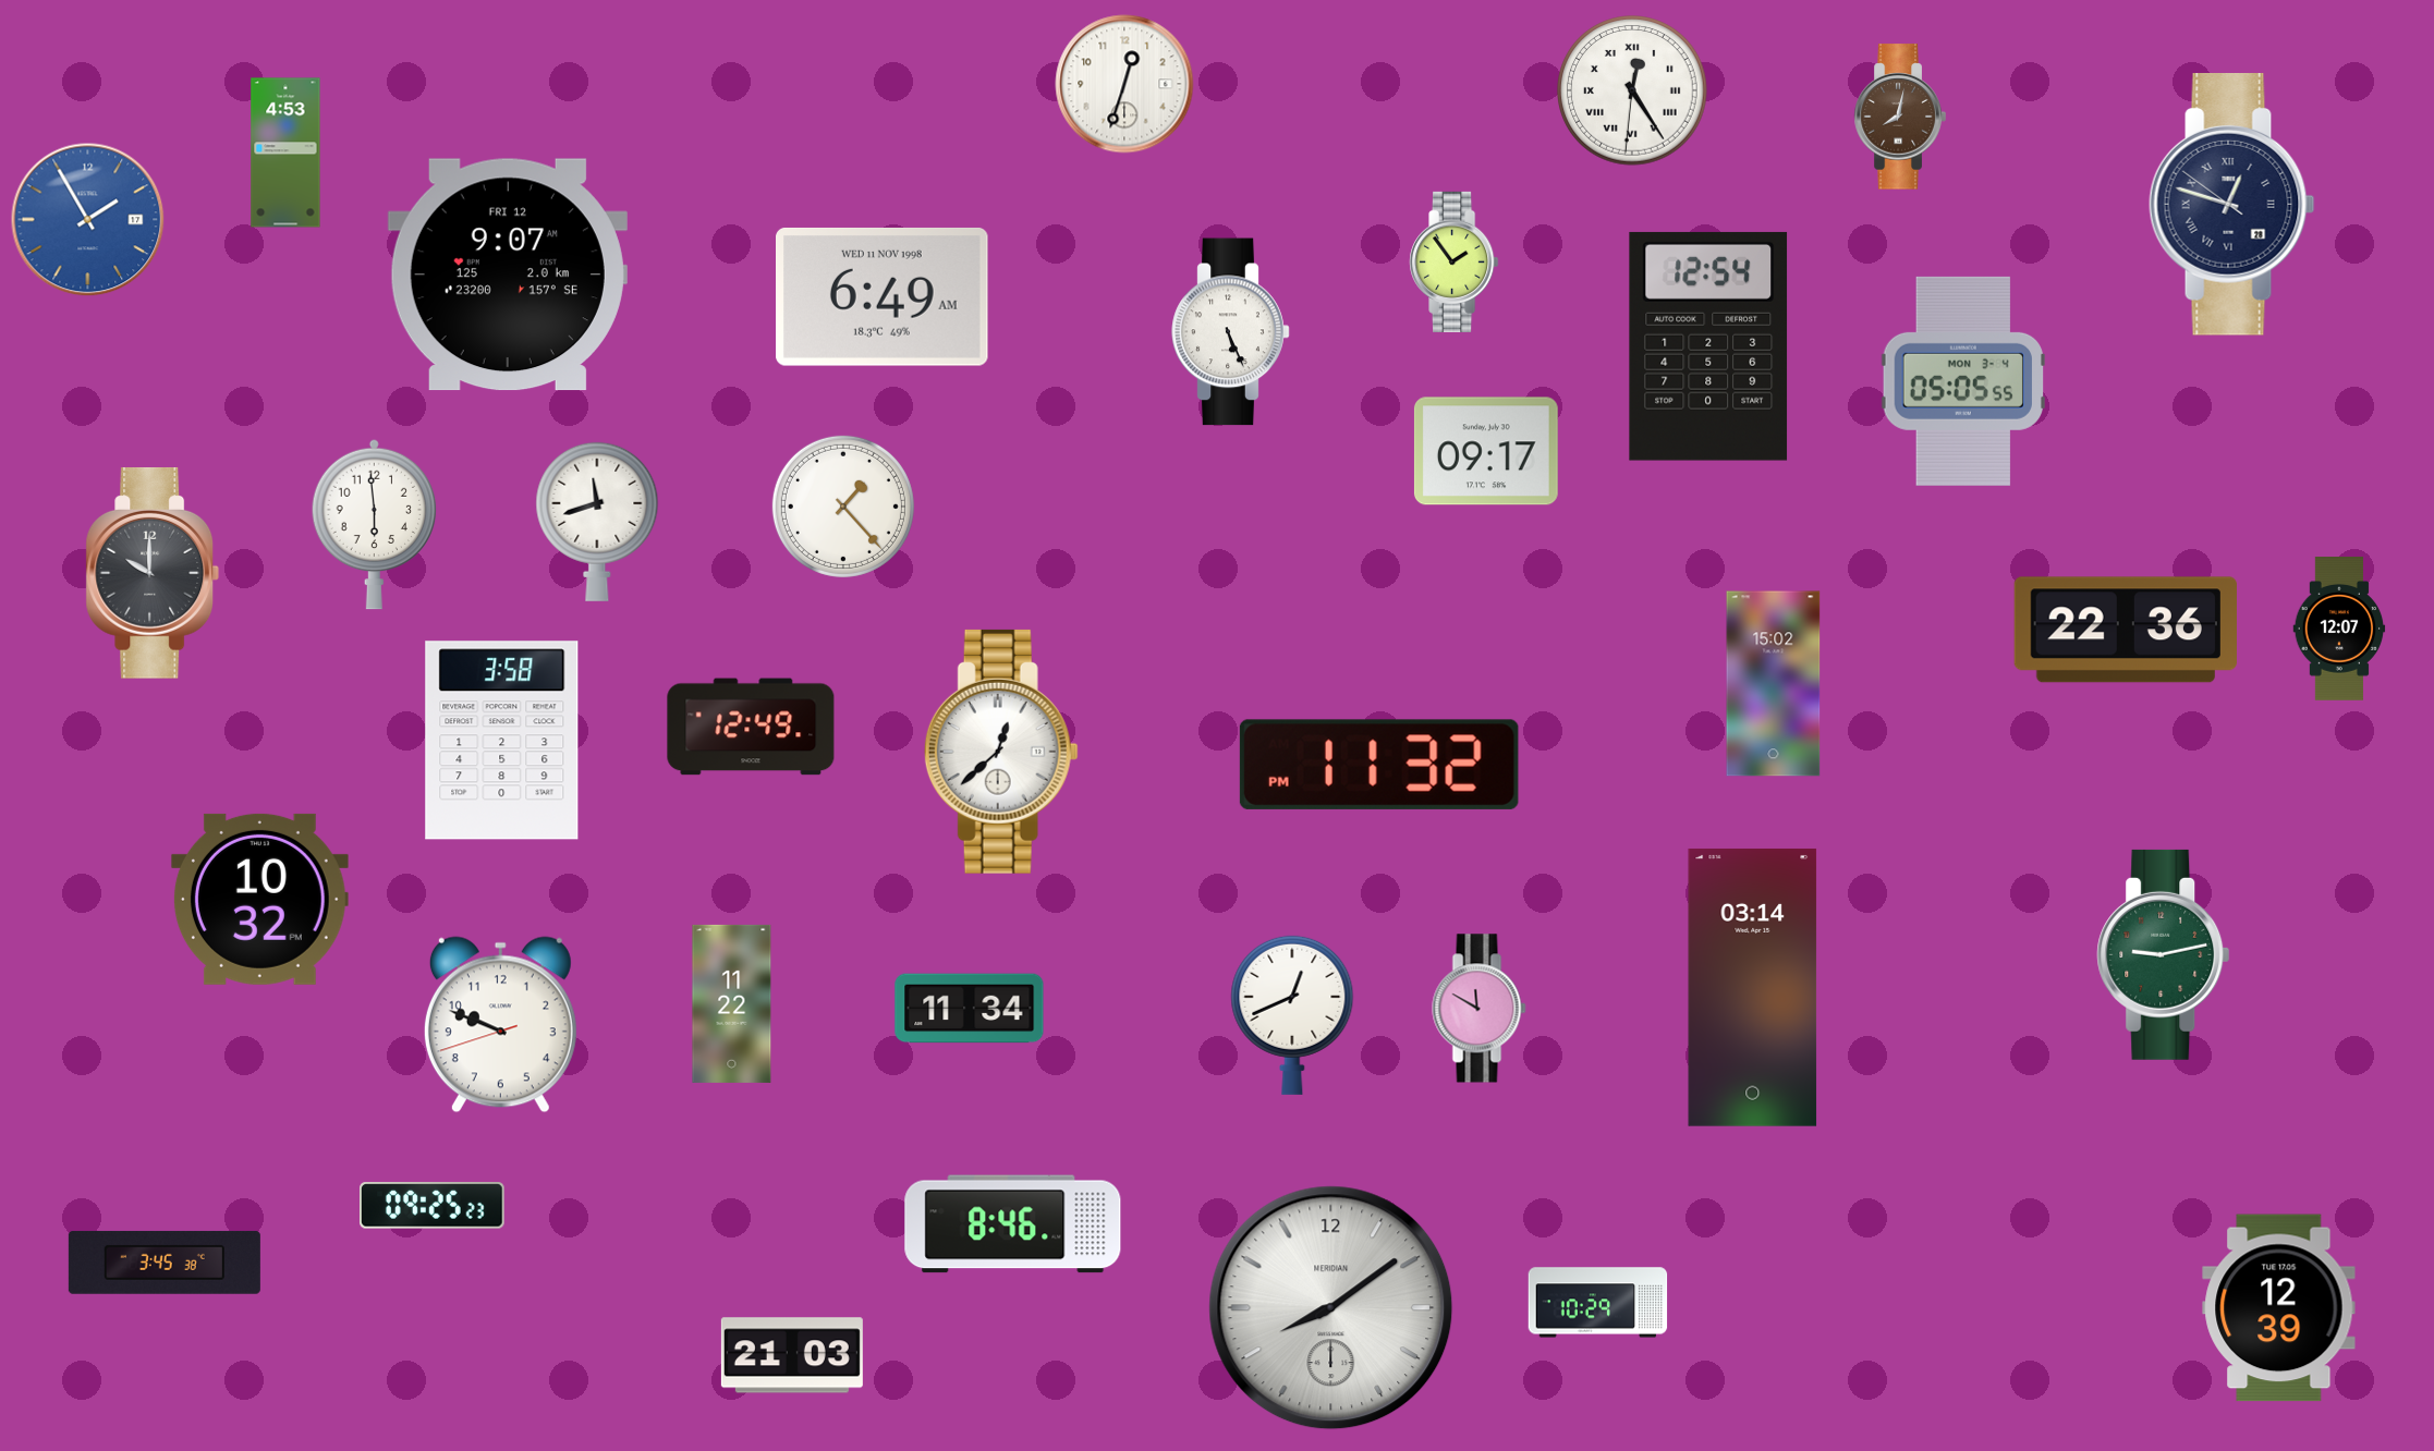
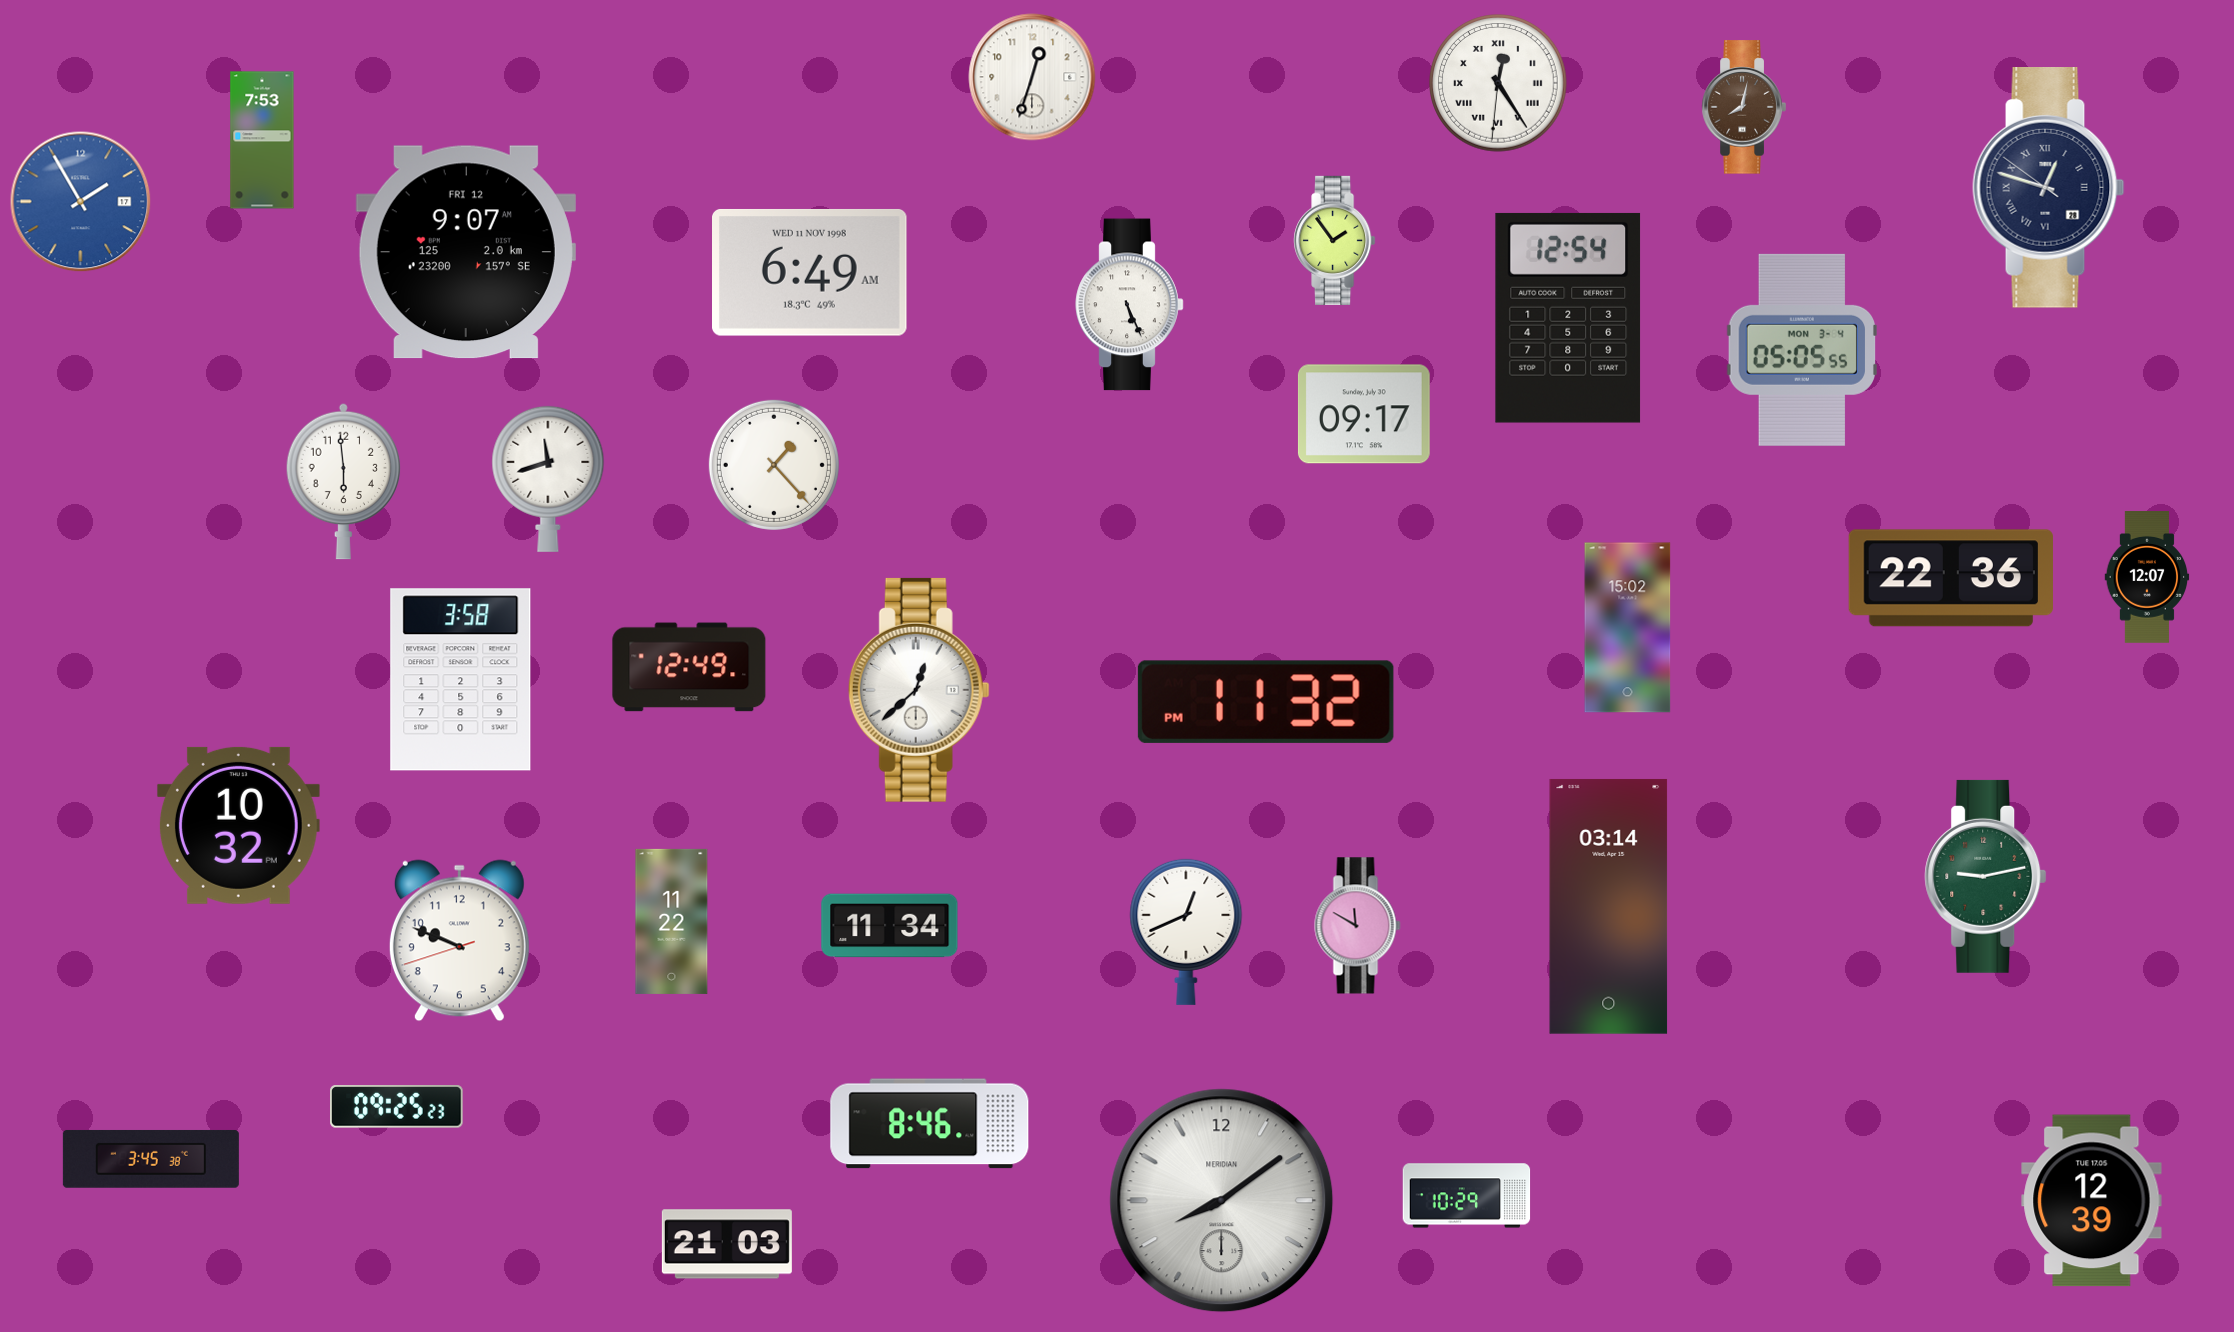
clock at (285, 153): 4:53 -> 7:53
clock at (153, 573): 10:00 -> none
